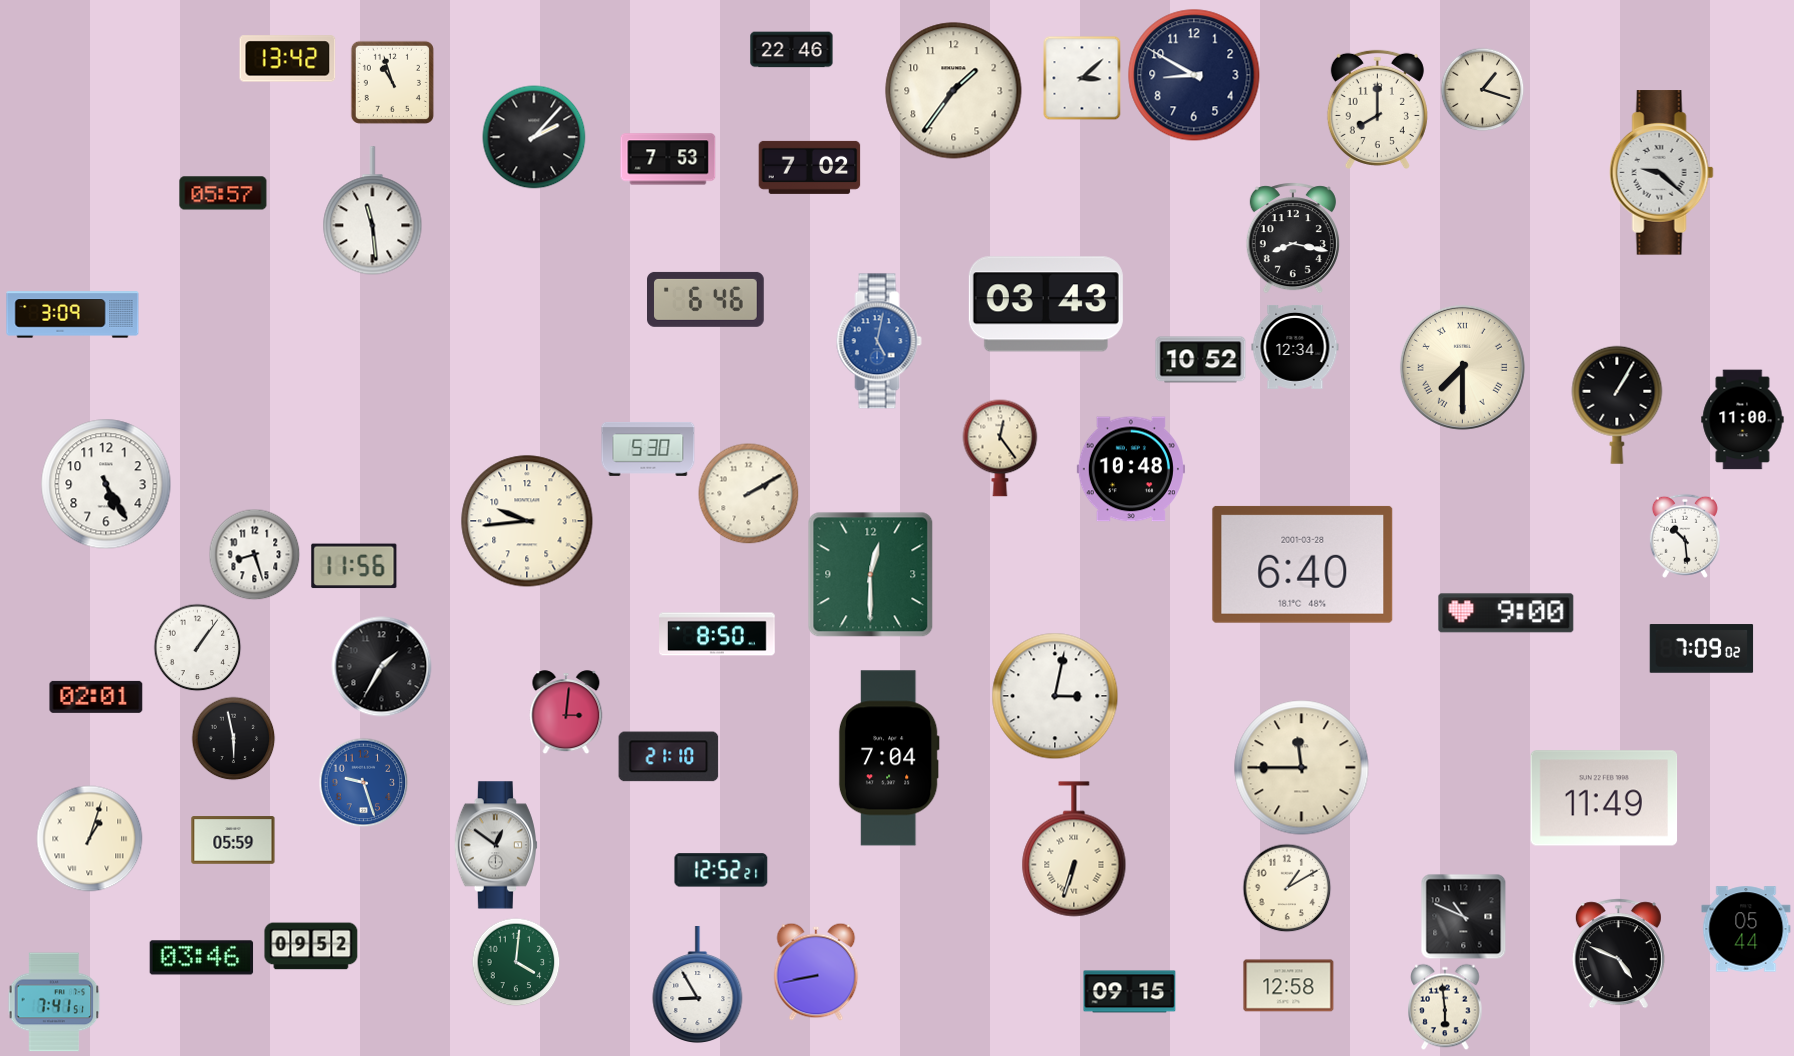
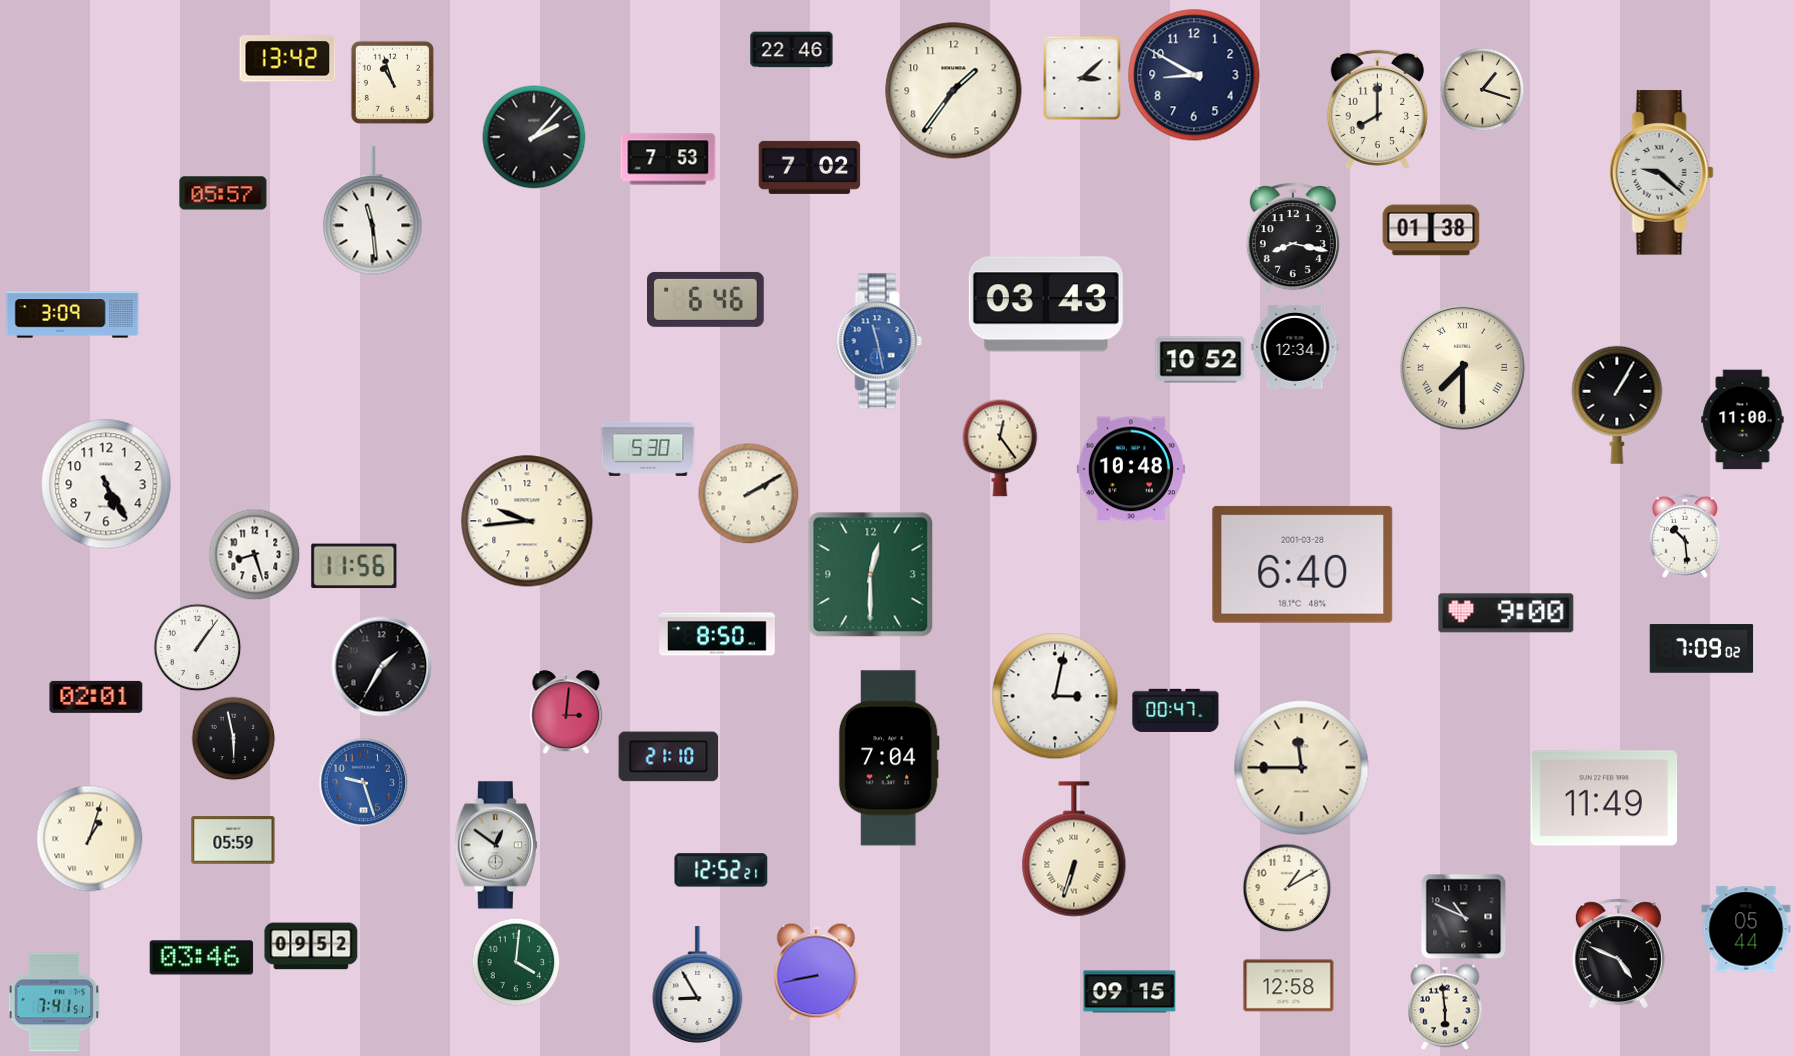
clock at (1431, 230): none -> 01:38
clock at (879, 341): 5:02 -> 11:28
clock at (1176, 710): none -> 00:47
